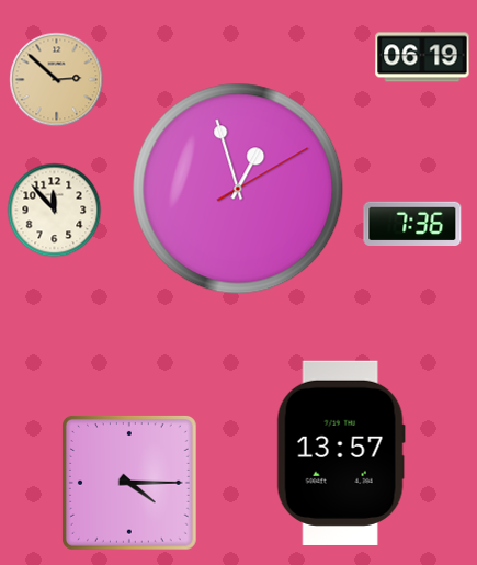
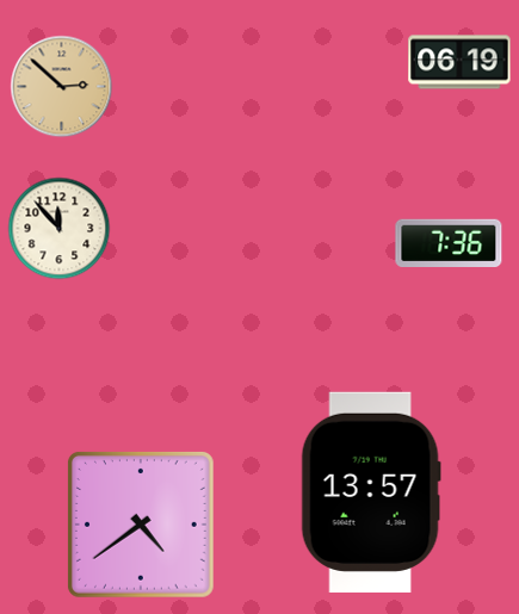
clock at (238, 189): 12:57 -> none
clock at (129, 483): 4:15 -> 4:39
